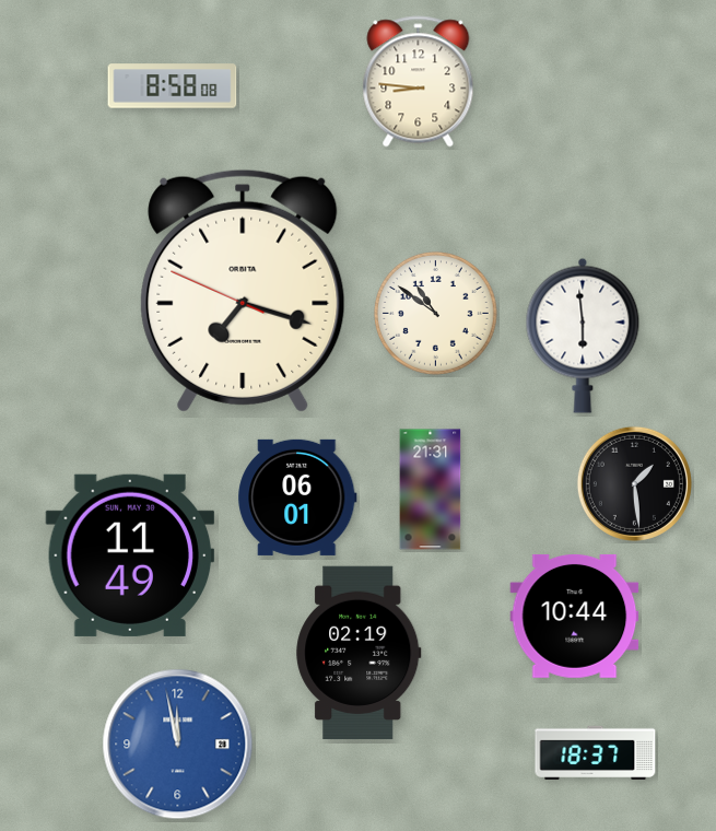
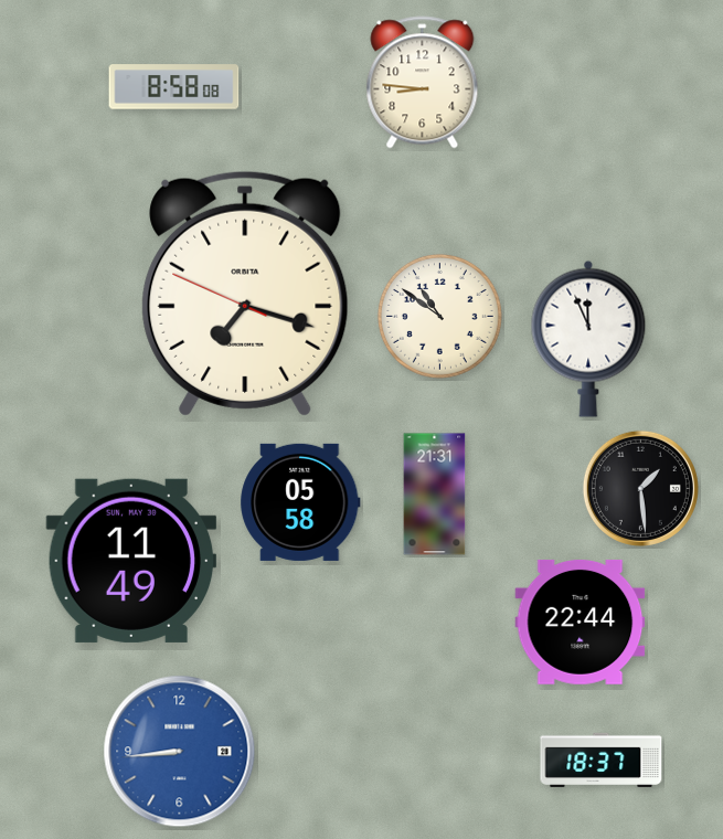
clock at (583, 336): 5:59 -> 11:56
clock at (297, 498): 06:01 -> 05:58
clock at (575, 616): 10:44 -> 22:44
clock at (359, 652): 02:19 -> none
clock at (178, 745): 11:58 -> 8:44
